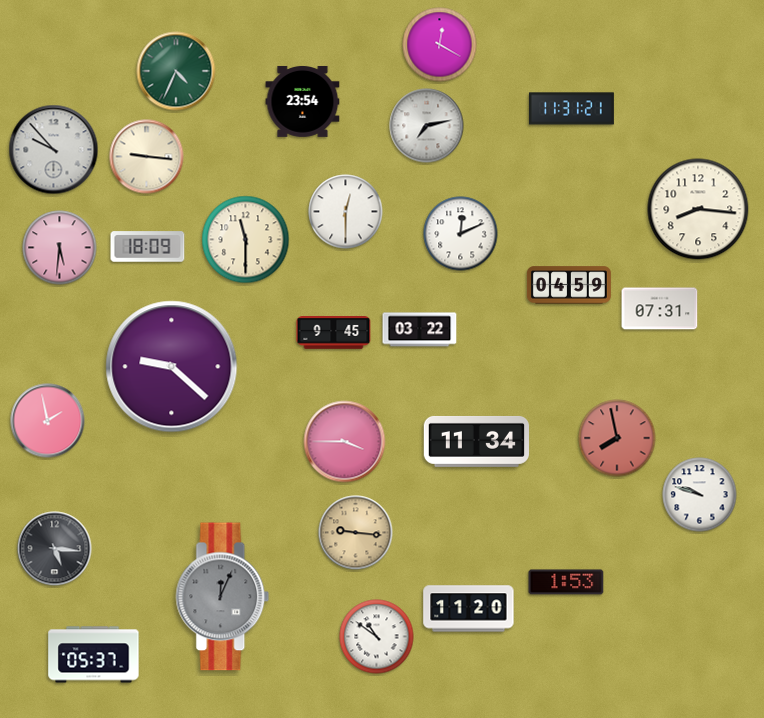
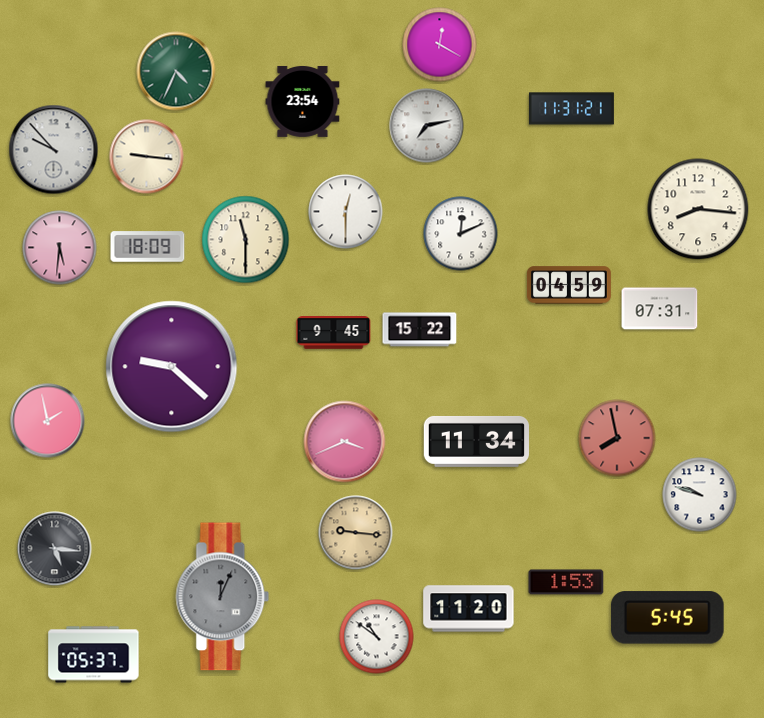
clock at (420, 330): 03:22 -> 15:22
clock at (345, 442): 3:45 -> 3:41
clock at (668, 618): none -> 5:45
